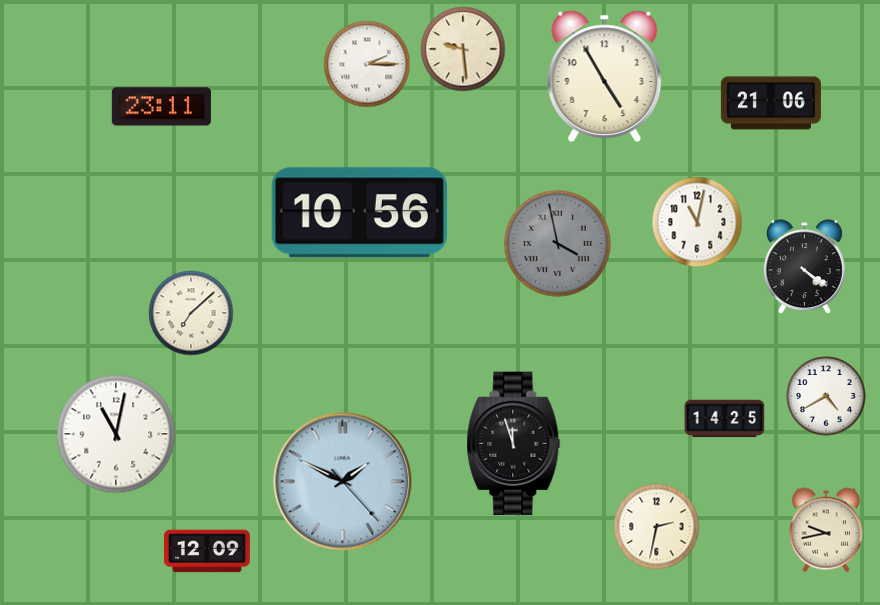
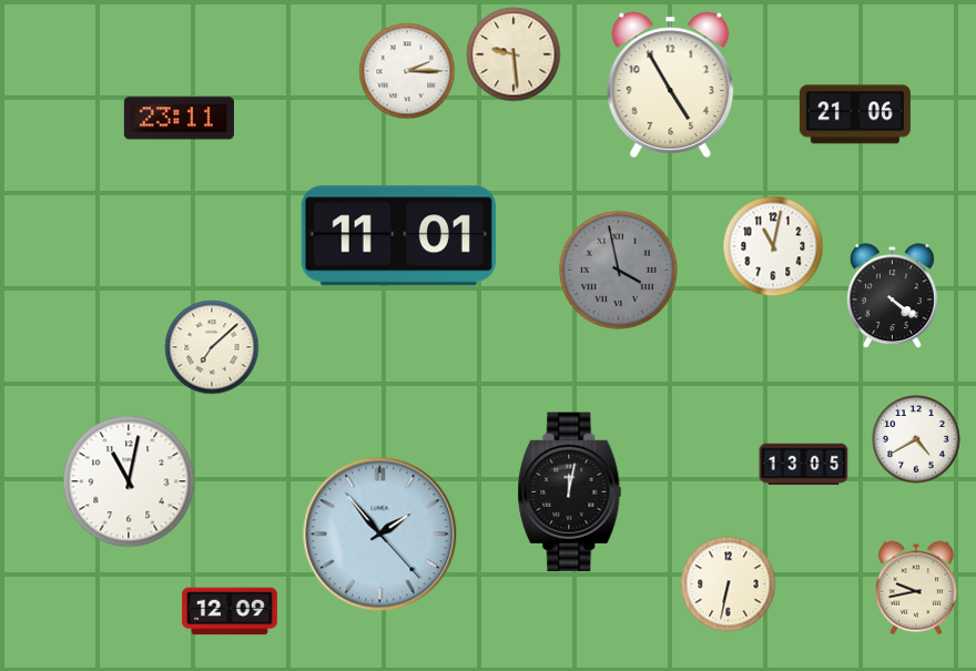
clock at (359, 213): 10:56 -> 11:01
clock at (725, 419): 14:25 -> 13:05
clock at (514, 444): 11:57 -> 12:02
clock at (343, 482): 1:49 -> 1:53
clock at (657, 527): 2:32 -> 6:32
